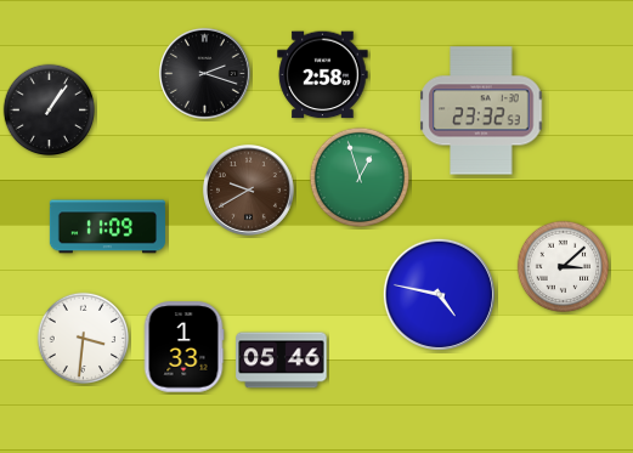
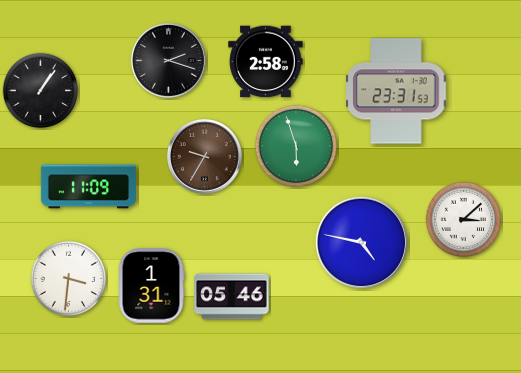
clock at (481, 111): 23:32 -> 23:31
clock at (358, 176): 12:57 -> 5:57
clock at (248, 189): 9:40 -> 9:35
clock at (183, 347): 1:33 -> 1:31
